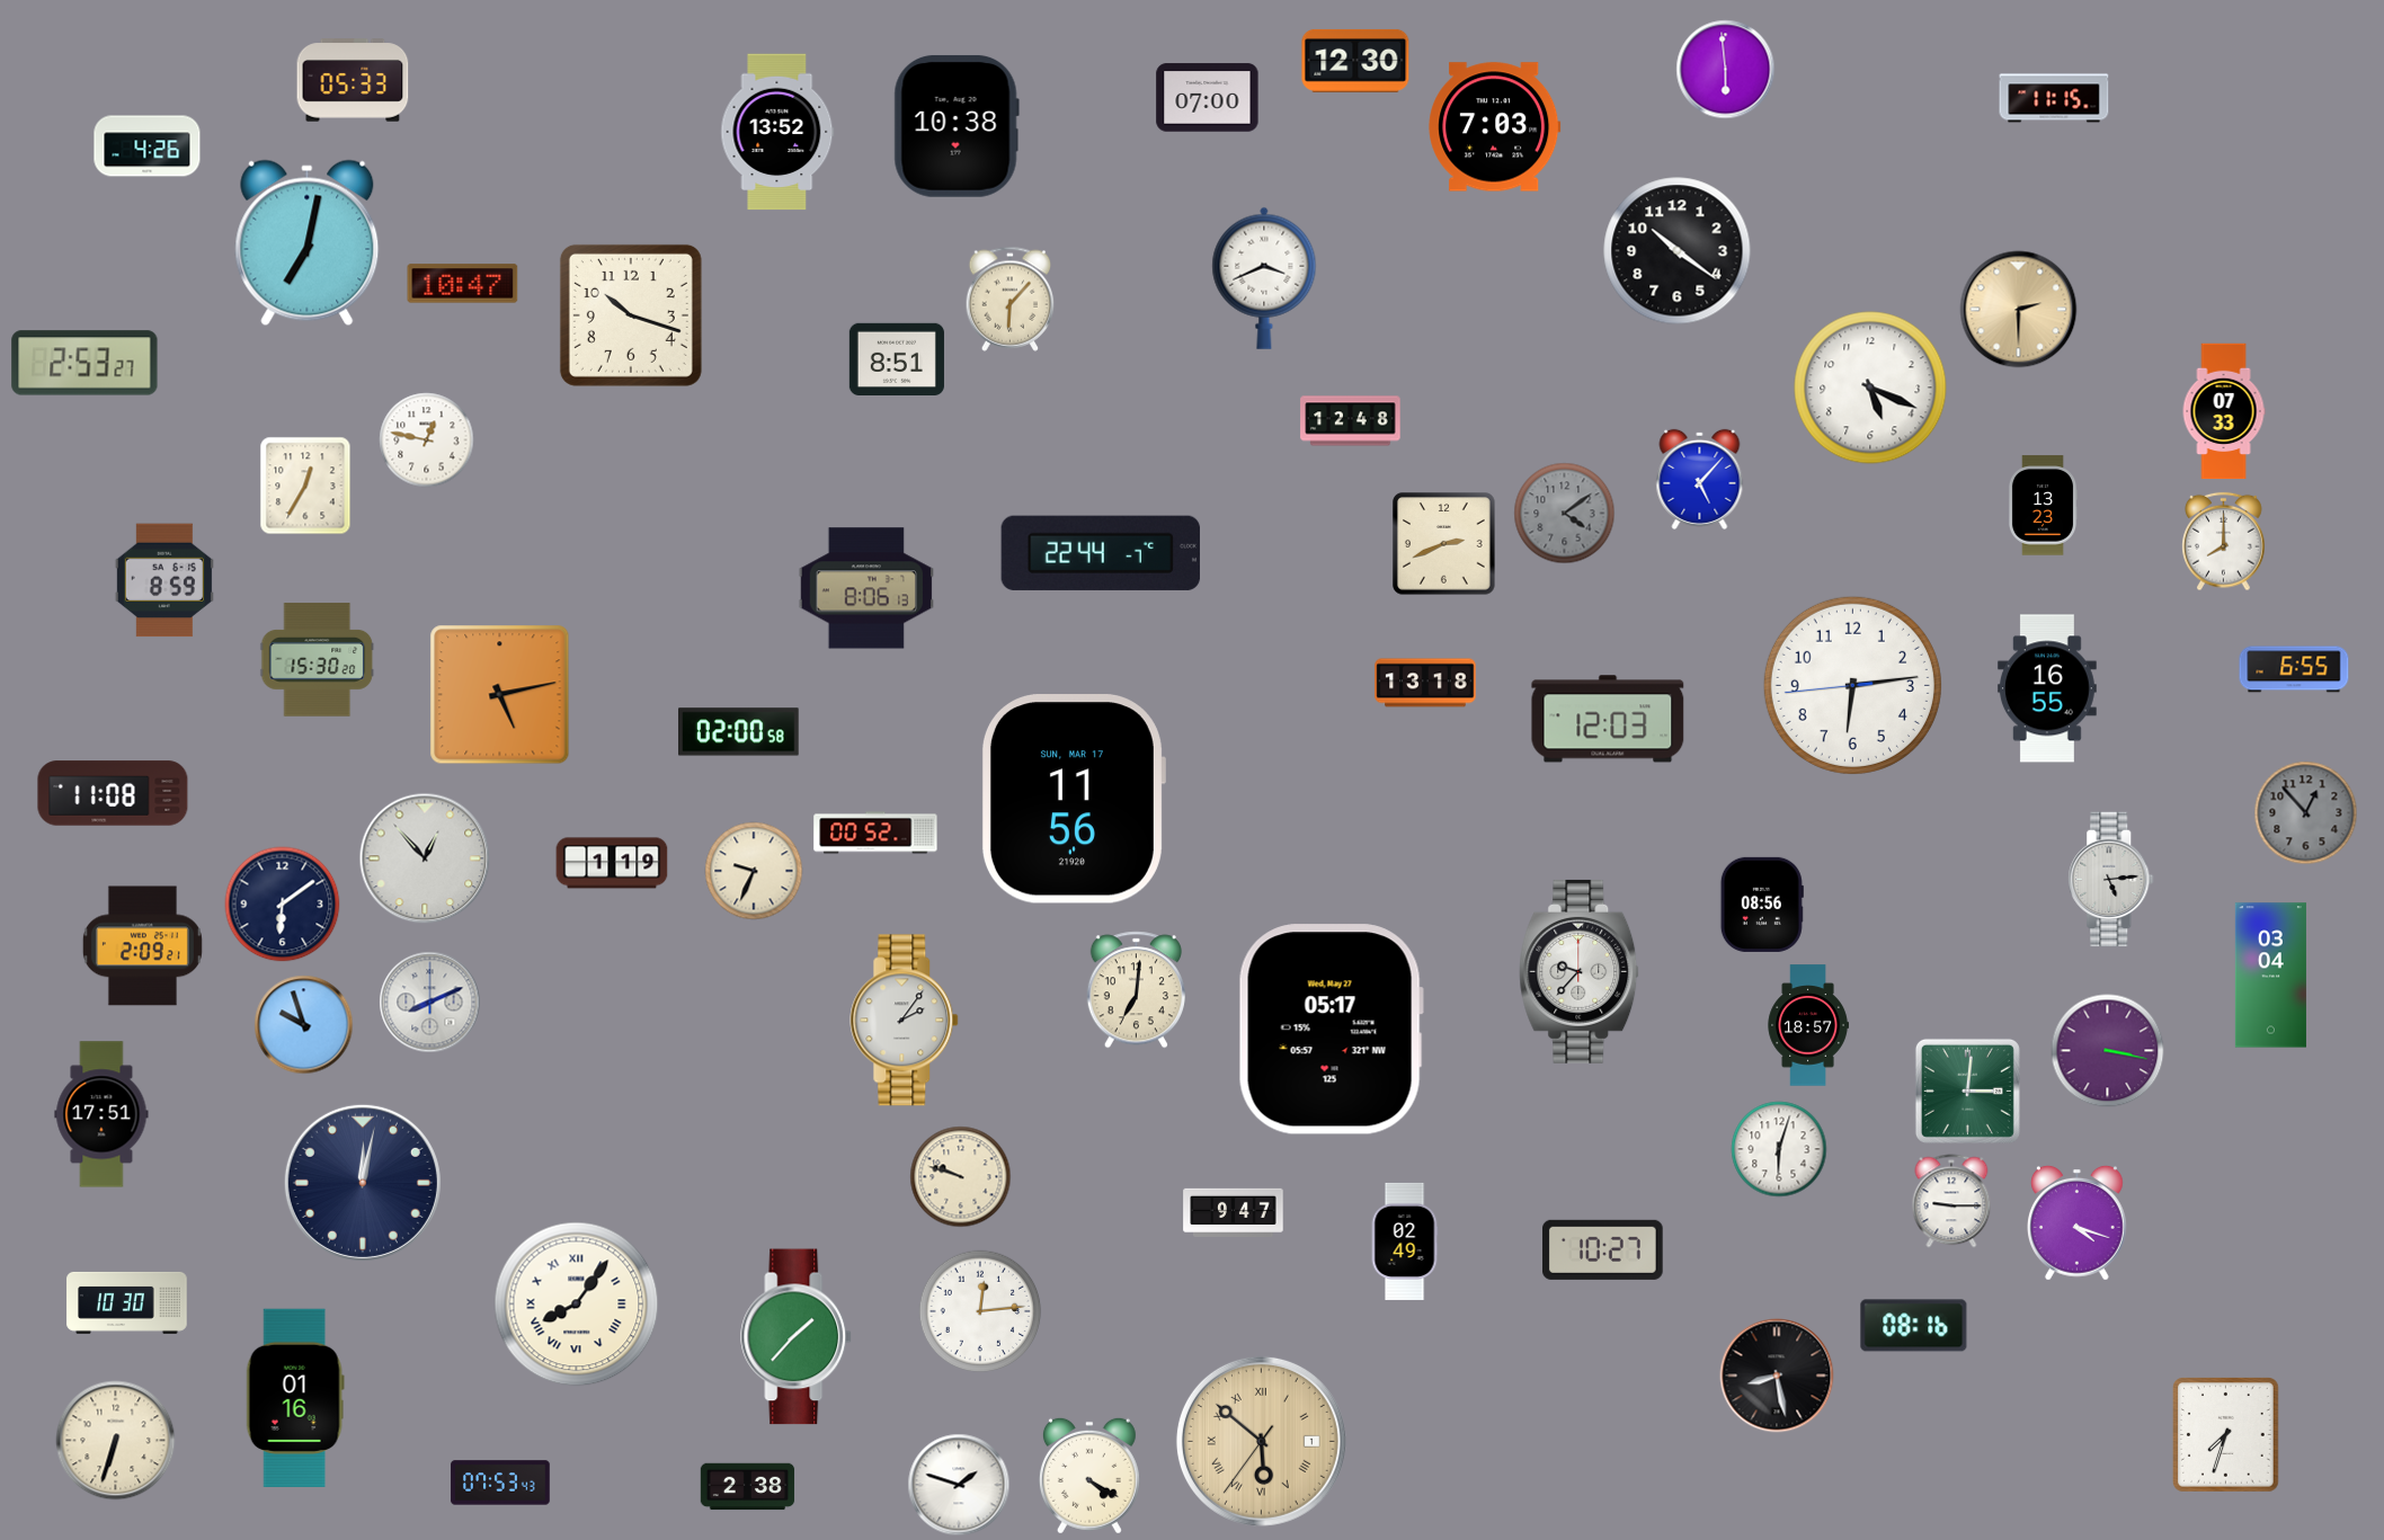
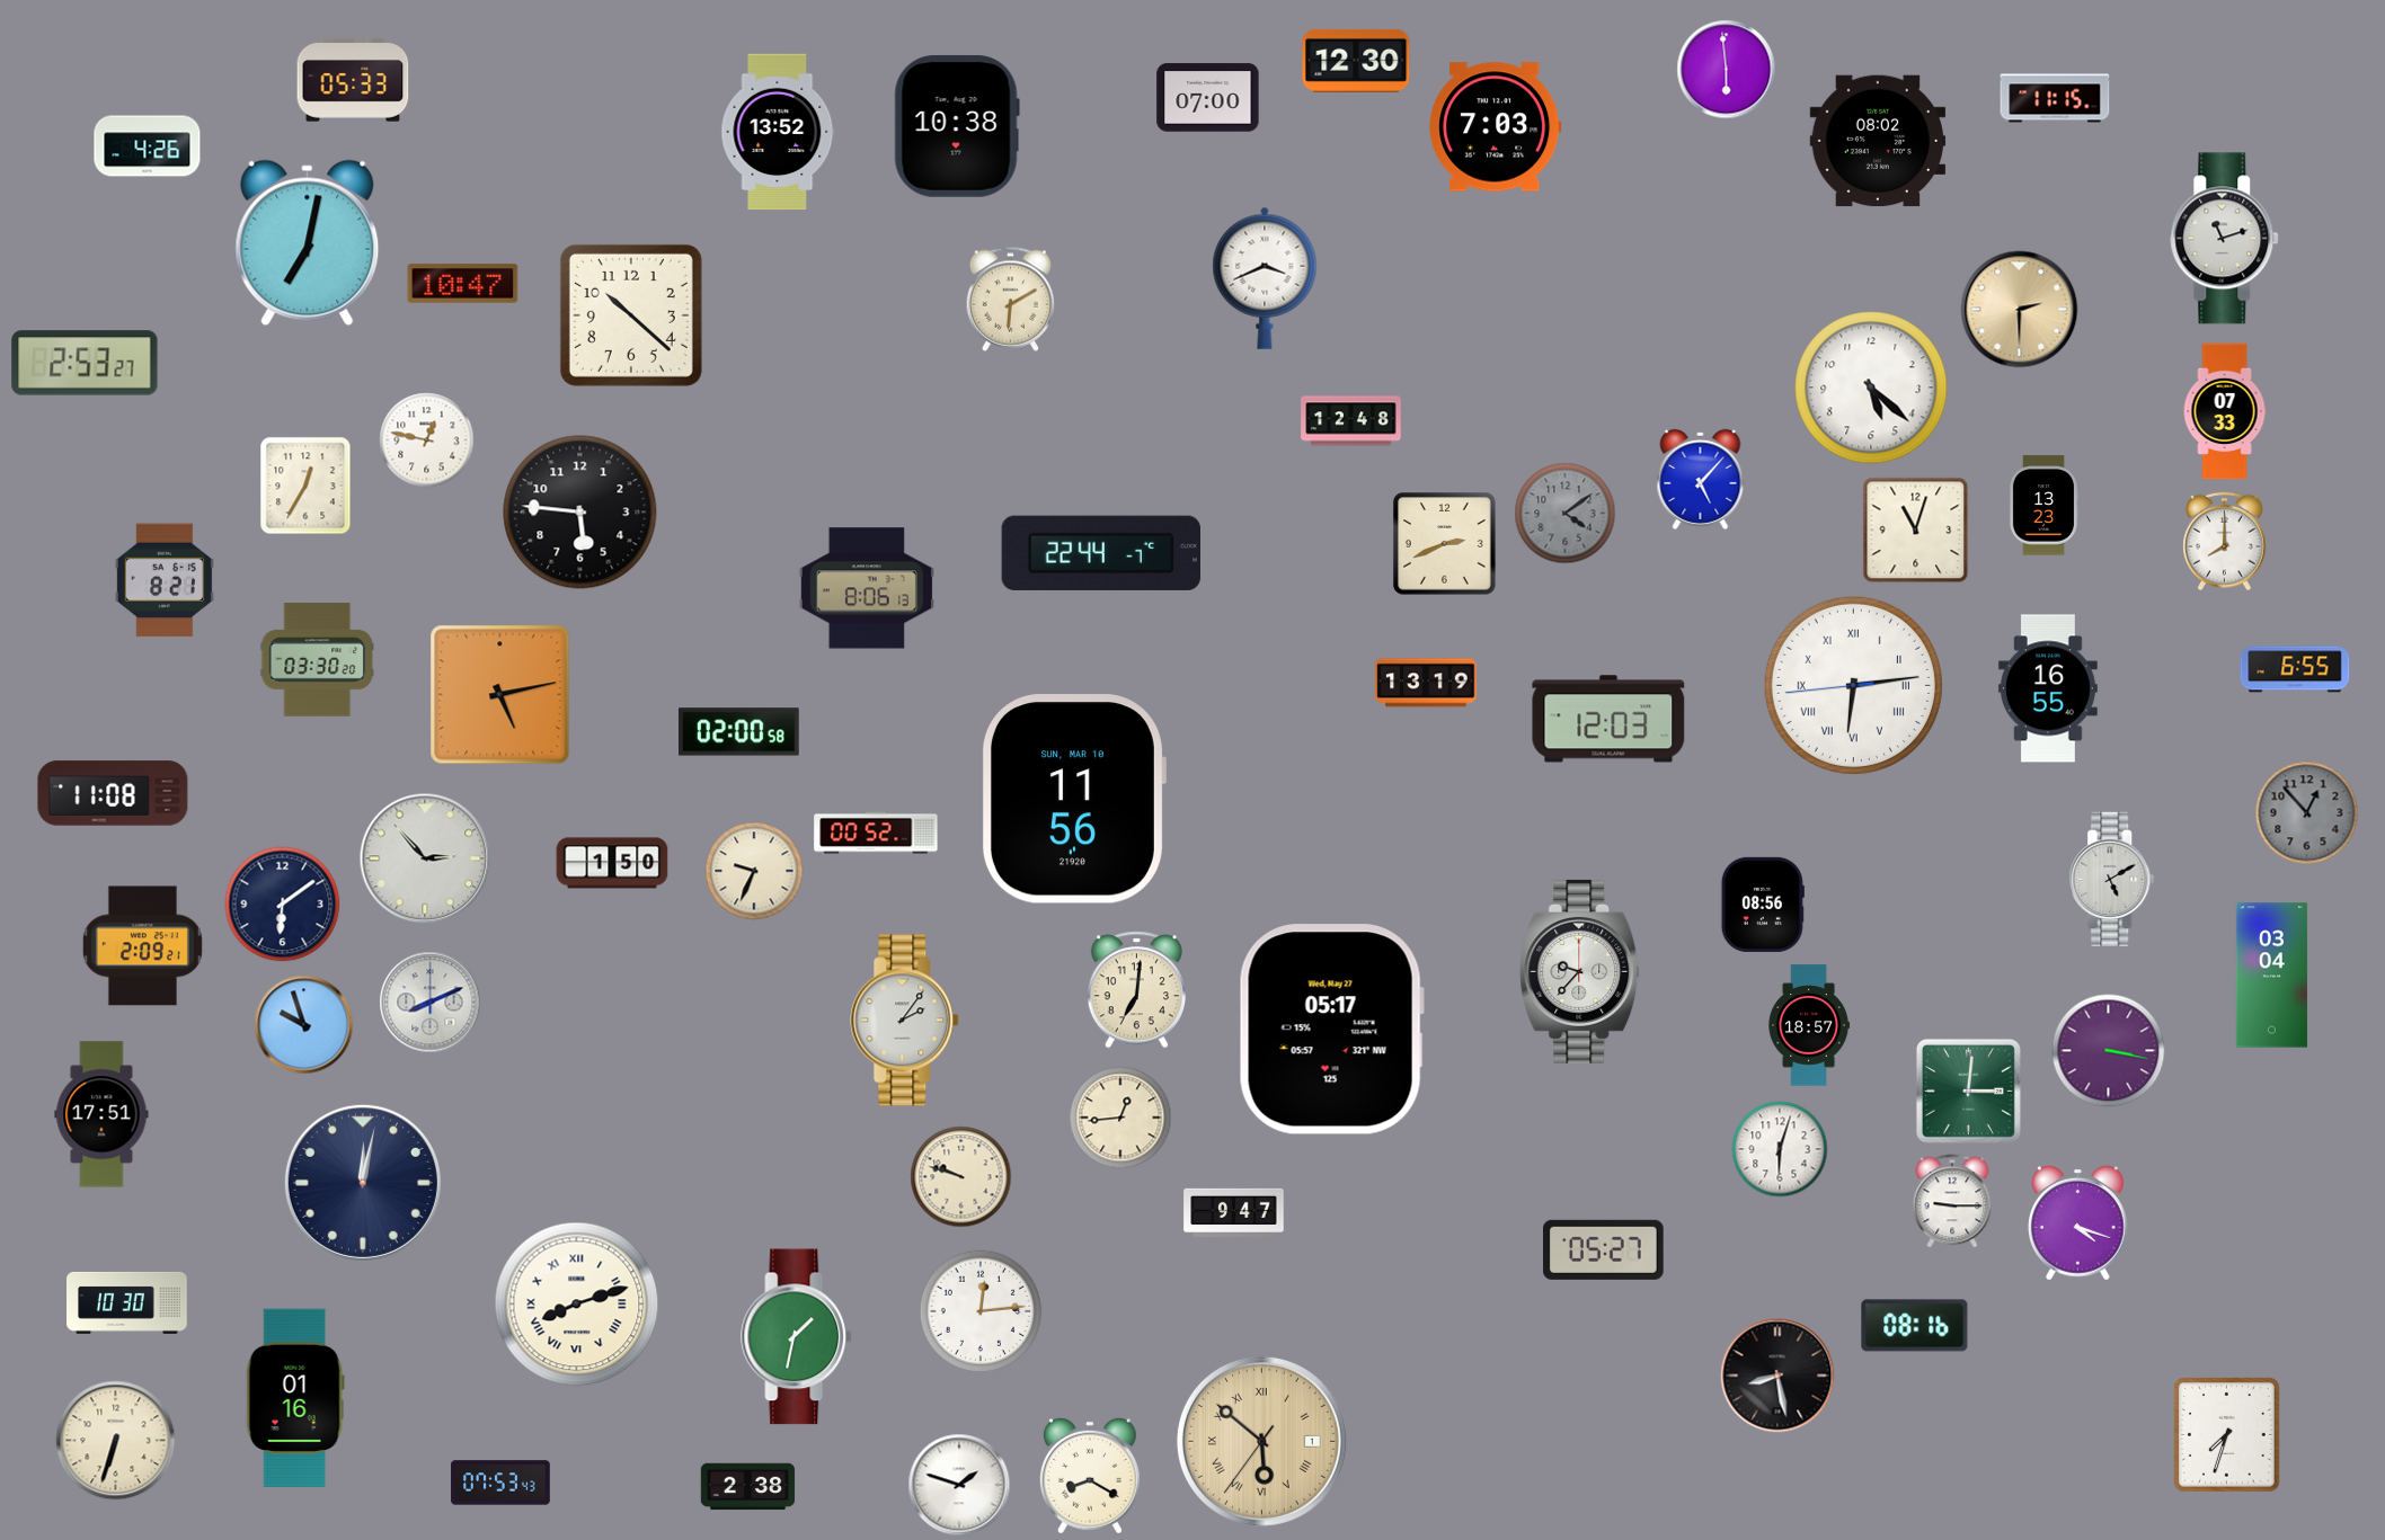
clock at (1878, 141): none -> 08:02
clock at (2225, 239): none -> 11:12
clock at (1678, 251): 10:21 -> none
clock at (1011, 299): 6:07 -> 6:10
clock at (631, 315): 10:18 -> 10:22
clock at (897, 358): 8:51 -> none
clock at (1870, 388): 5:19 -> 5:22
clock at (580, 513): none -> 5:46
clock at (1916, 531): none -> 11:03
clock at (164, 580): 8:59 -> 8:21
clock at (318, 660): 15:30 -> 03:30
clock at (1425, 683): 13:18 -> 13:19
clock at (1852, 685) numerals: Arabic -> Roman
clock at (1073, 799) date: SUN, MAR 17 -> SUN, MAR 10
clock at (425, 858): 12:53 -> 2:53
clock at (612, 863): 1:19 -> 1:50
clock at (2111, 880): 5:14 -> 5:10
clock at (1120, 1118): none -> 12:44
clock at (1405, 1241): 02:49 -> none
clock at (1603, 1249): 10:27 -> 05:27
clock at (577, 1305): 8:06 -> 8:12
clock at (797, 1337): 1:37 -> 1:32
clock at (1089, 1476): 4:20 -> 8:20
